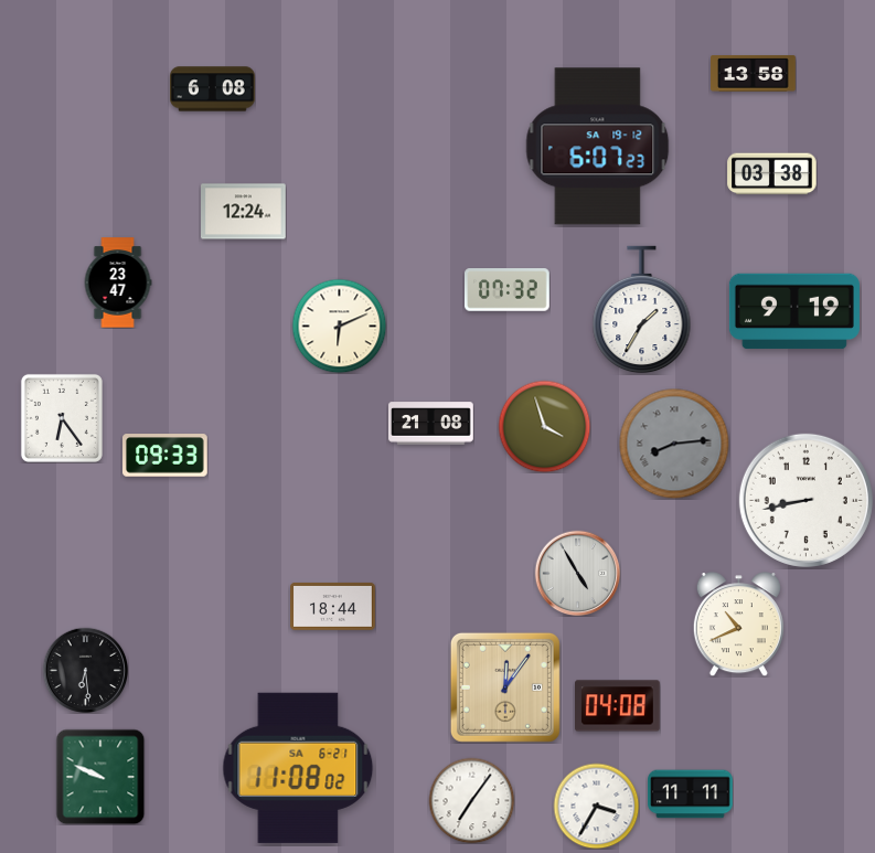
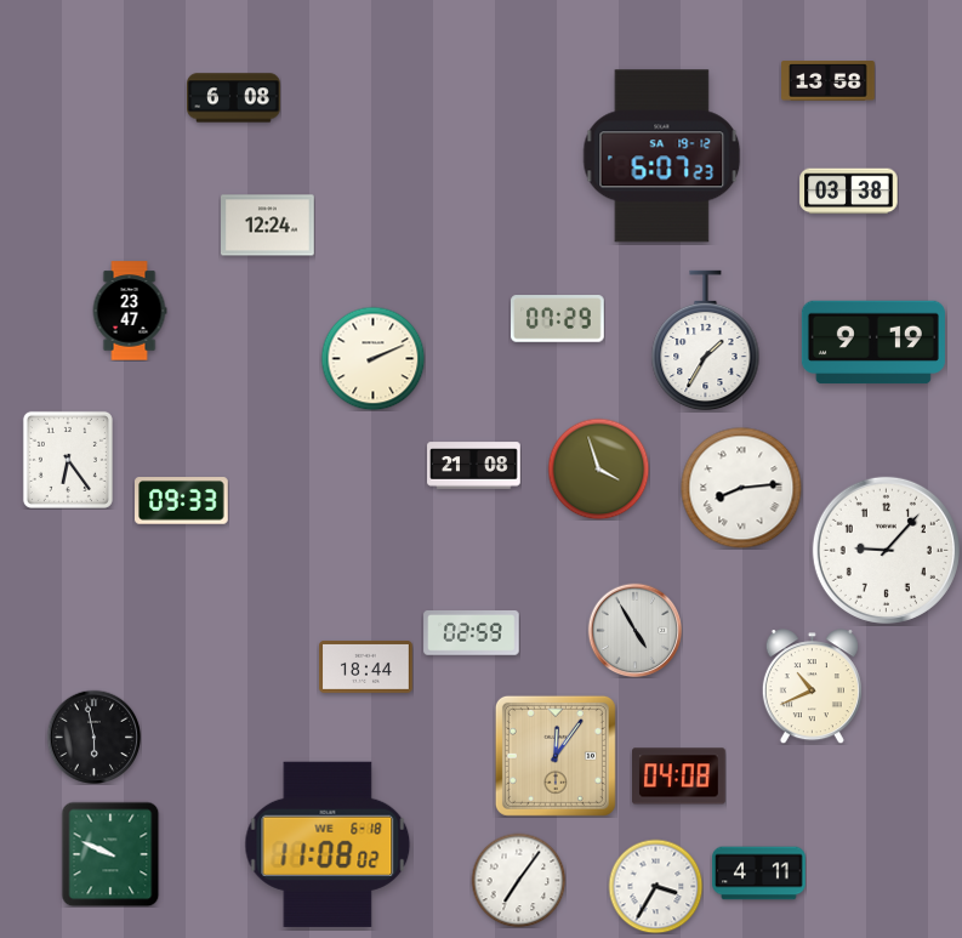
clock at (598, 147) position: (598, 147) -> (662, 157)
clock at (244, 212) position: (244, 212) -> (268, 226)
clock at (508, 290): 07:32 -> 07:29
clock at (339, 326): 6:11 -> 2:11
clock at (674, 444) dial: grey -> white
clock at (805, 500): 8:43 -> 9:07
clock at (472, 633): none -> 02:59
clock at (85, 670): 6:29 -> 5:58
clock at (298, 768) date: SA 6-21 -> WE 6-18
clock at (691, 795): 11:11 -> 4:11
